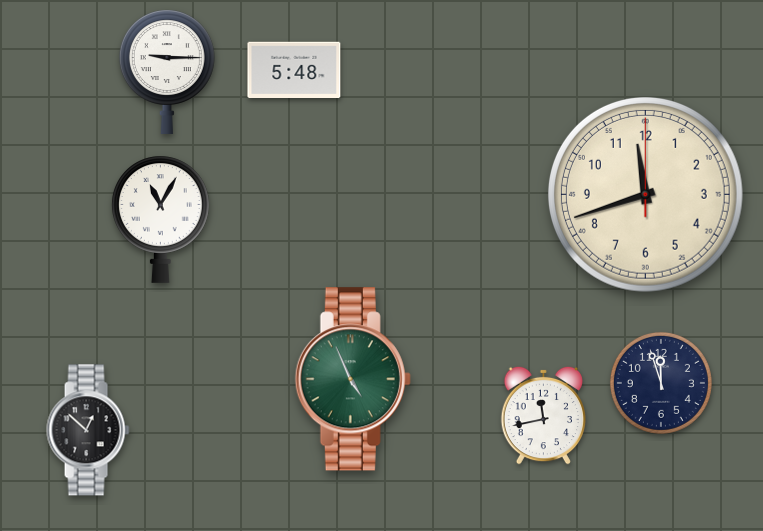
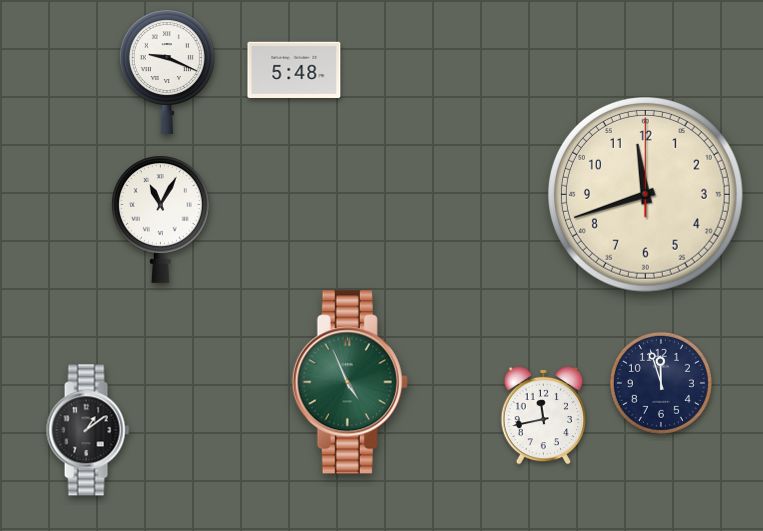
clock at (167, 72): 9:15 -> 9:19
clock at (353, 379) position: (353, 379) -> (350, 382)
clock at (88, 430): 12:52 -> 1:09
